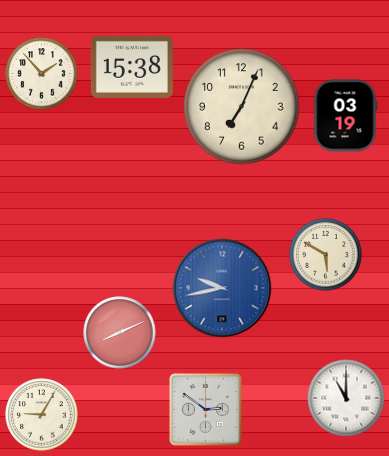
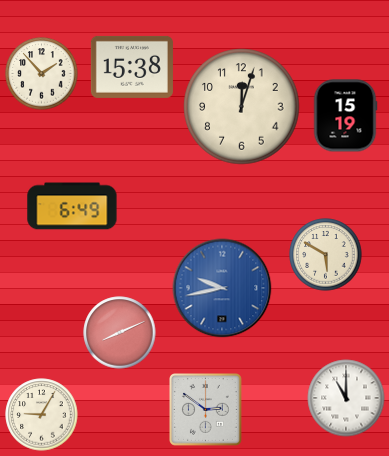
clock at (242, 107): 7:04 -> 12:03
clock at (345, 116): 03:19 -> 15:19
clock at (72, 206): none -> 6:49
